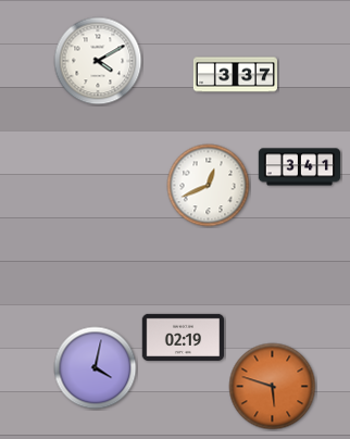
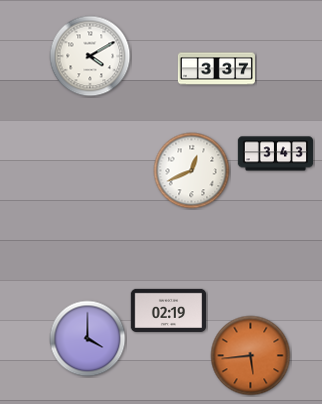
clock at (300, 167): 3:41 -> 3:43
clock at (96, 368): 4:02 -> 4:00
clock at (273, 387): 5:48 -> 5:44
